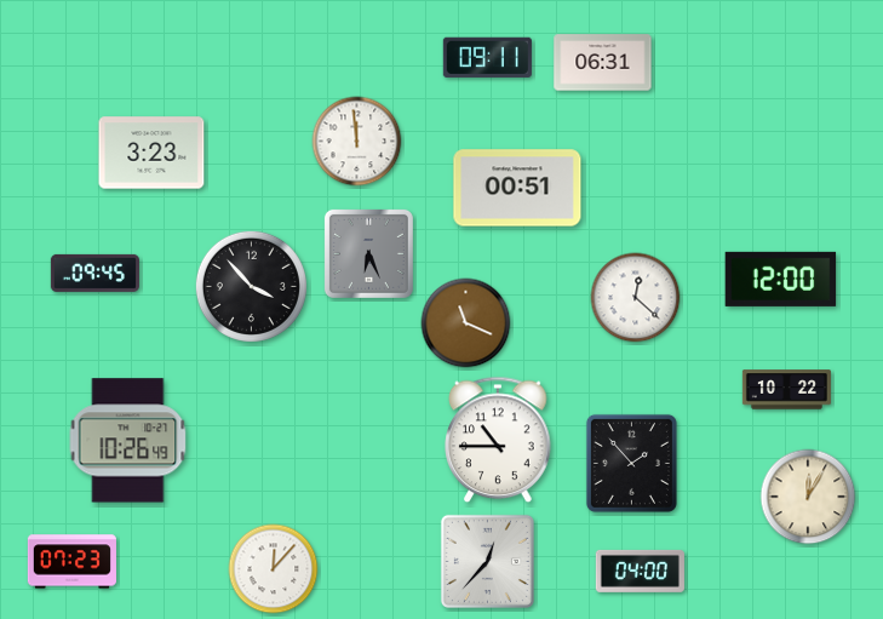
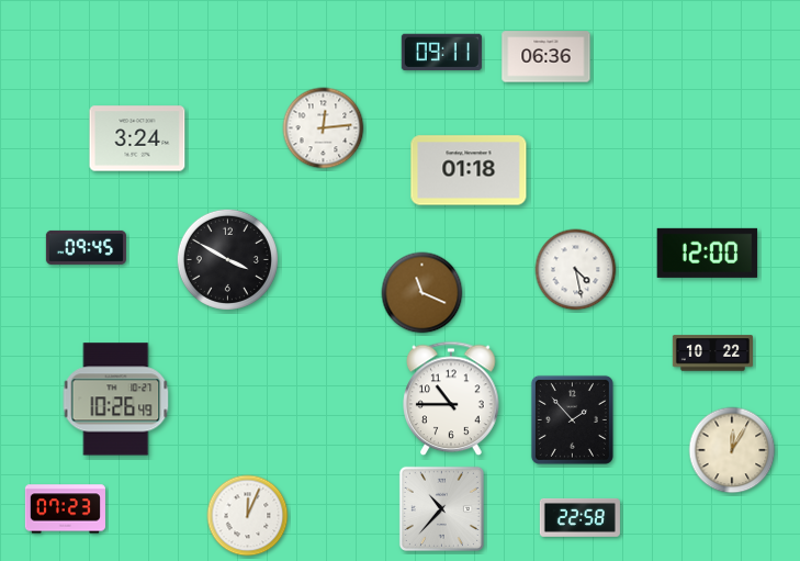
clock at (603, 63): 06:31 -> 06:36
clock at (357, 142): 11:59 -> 12:14
clock at (151, 153): 3:23 -> 3:24
clock at (517, 188): 00:51 -> 01:18
clock at (368, 253): 6:26 -> none
clock at (251, 286): 3:53 -> 3:50
clock at (636, 298): 12:22 -> 4:28
clock at (487, 561): 12:37 -> 10:37
clock at (274, 569): 12:07 -> 12:04
clock at (640, 571): 04:00 -> 22:58
